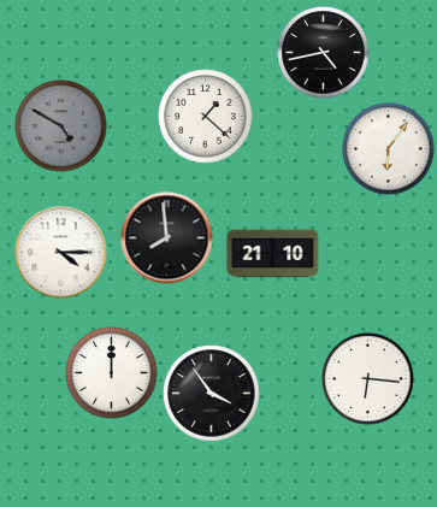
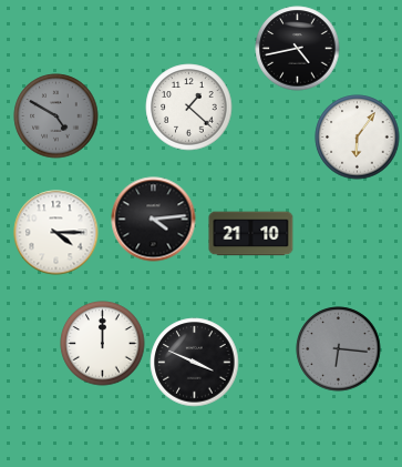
clock at (167, 238): 7:59 -> 4:14
clock at (368, 379) dial: white -> grey
clock at (212, 394): 3:54 -> 3:49
